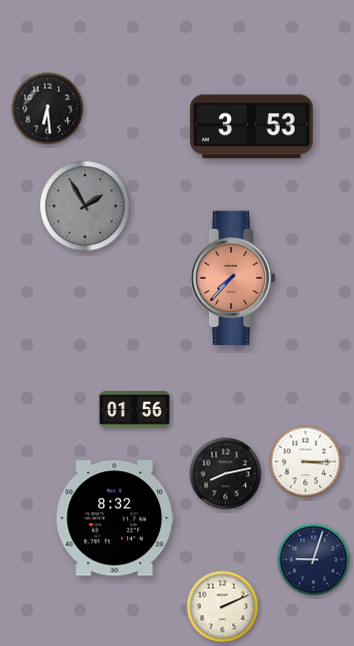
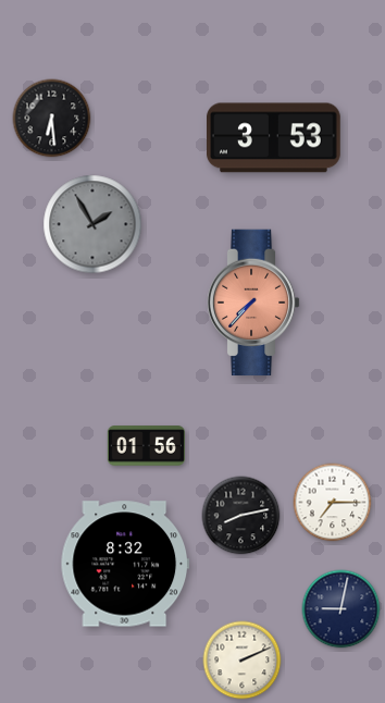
clock at (306, 462): 3:15 -> 7:15
clock at (226, 474) position: (226, 474) -> (241, 516)
clock at (314, 560): 9:03 -> 9:02
